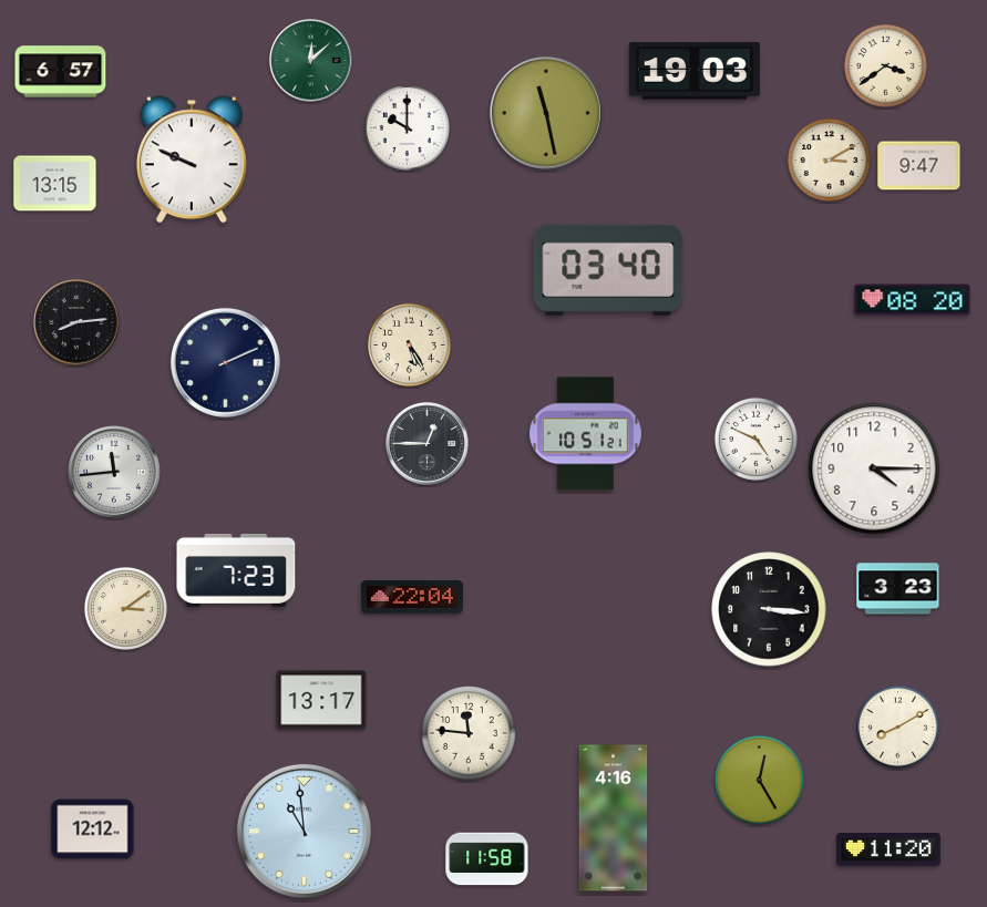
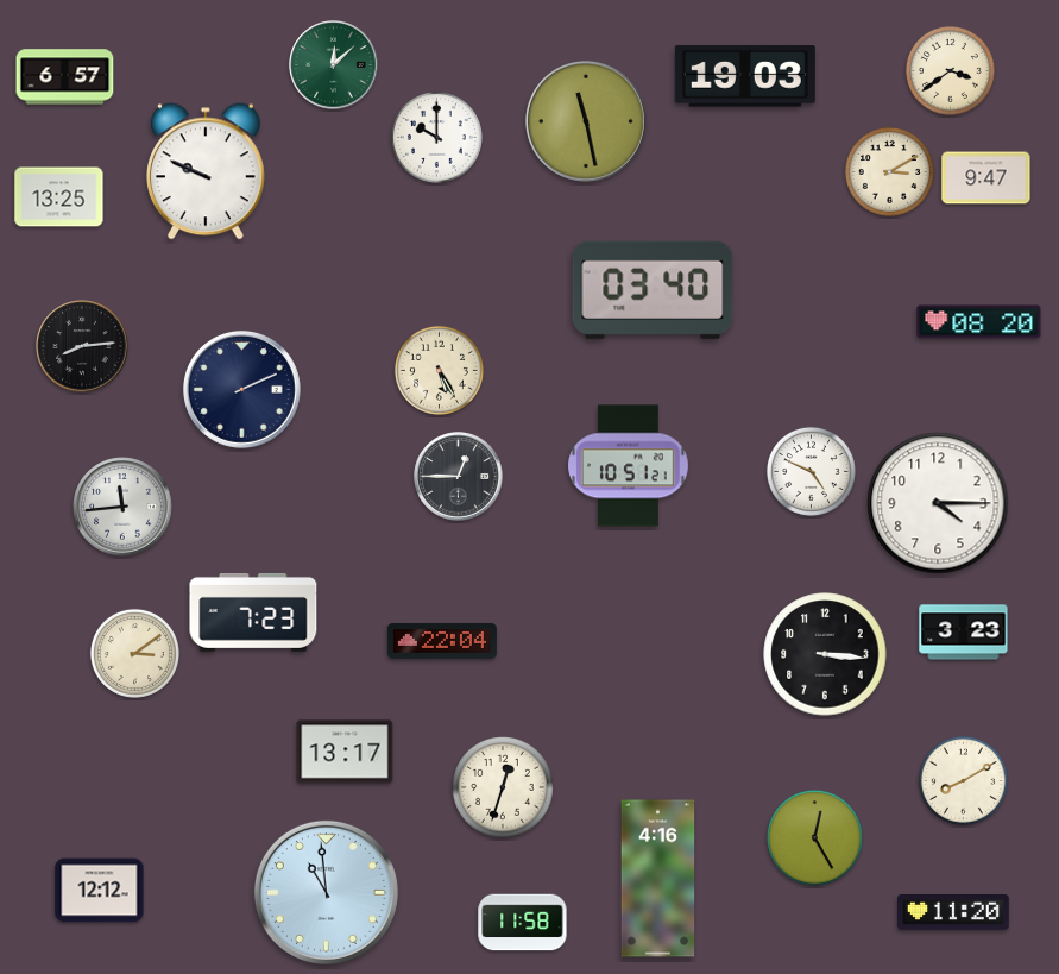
clock at (55, 184): 13:15 -> 13:25
clock at (470, 734): 11:46 -> 12:33
